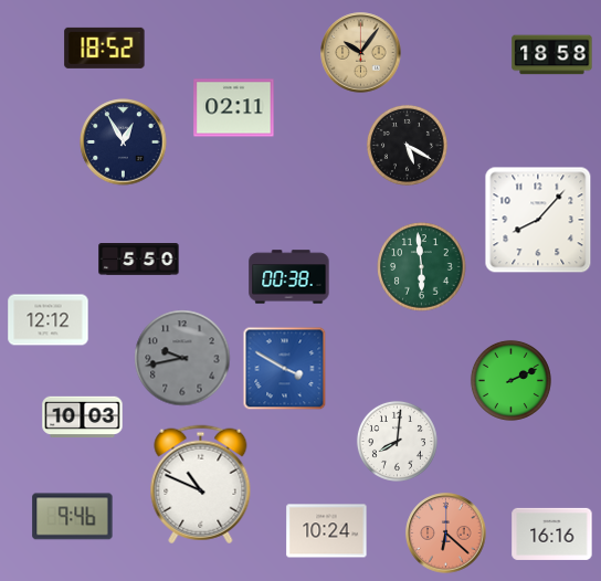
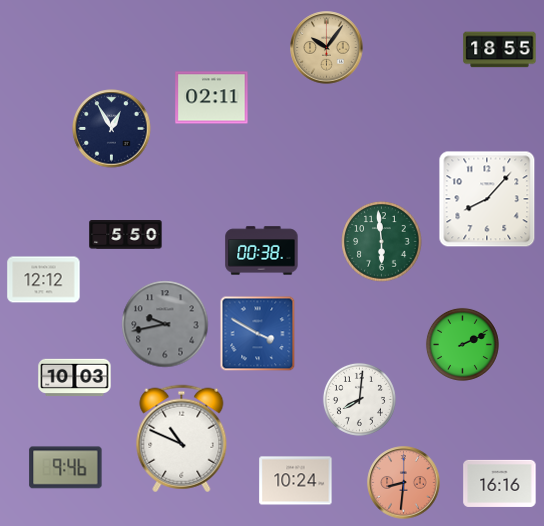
clock at (105, 47): 18:52 -> none
clock at (552, 55): 18:58 -> 18:55
clock at (407, 145): 5:20 -> none
clock at (49, 320) position: (49, 320) -> (44, 280)
clock at (446, 534): 6:22 -> 8:31
